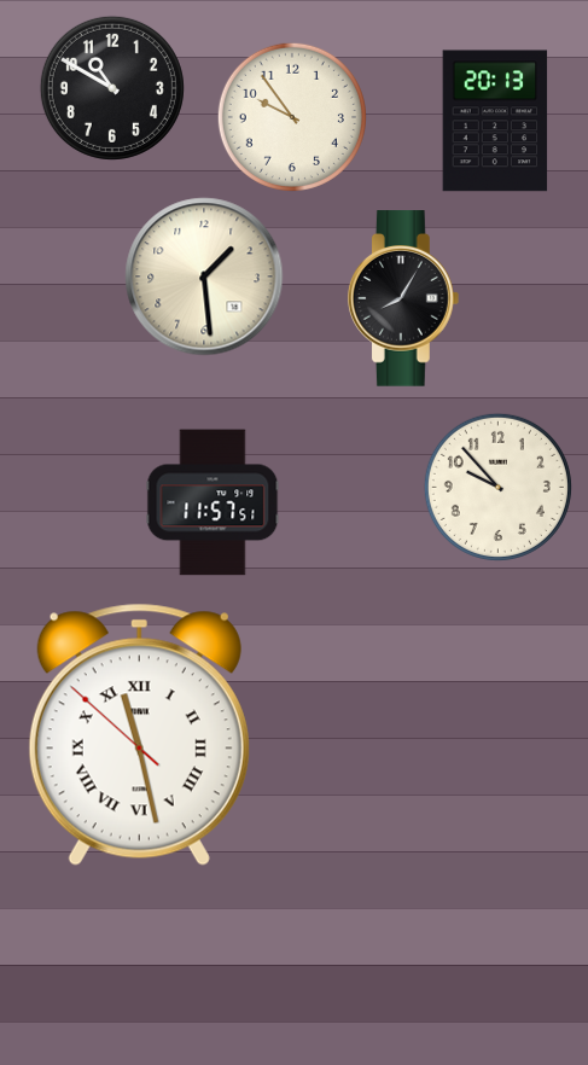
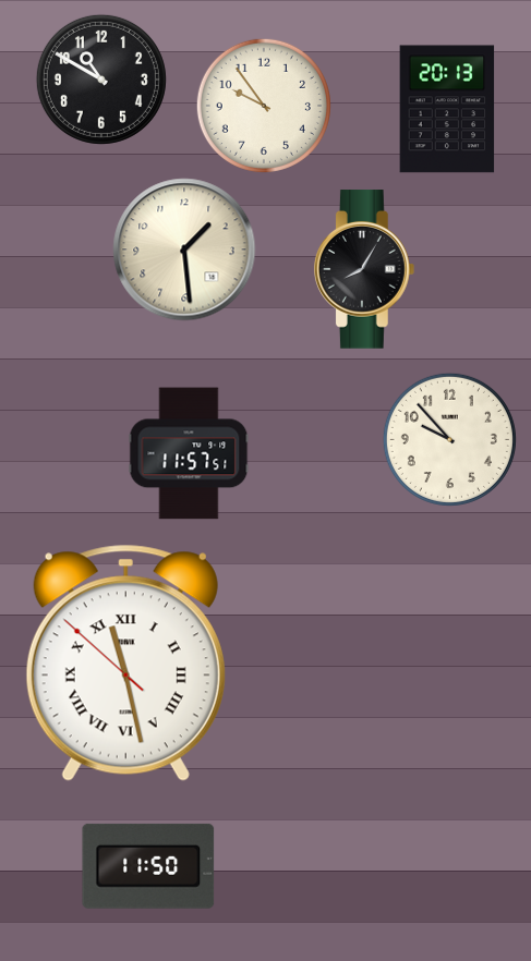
clock at (213, 502) position: (213, 502) -> (189, 453)
clock at (148, 866): none -> 11:50
